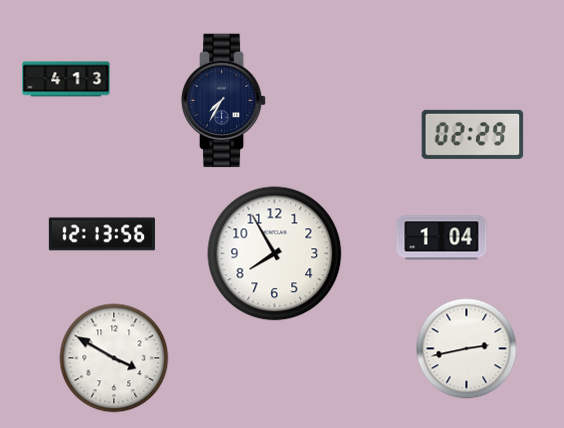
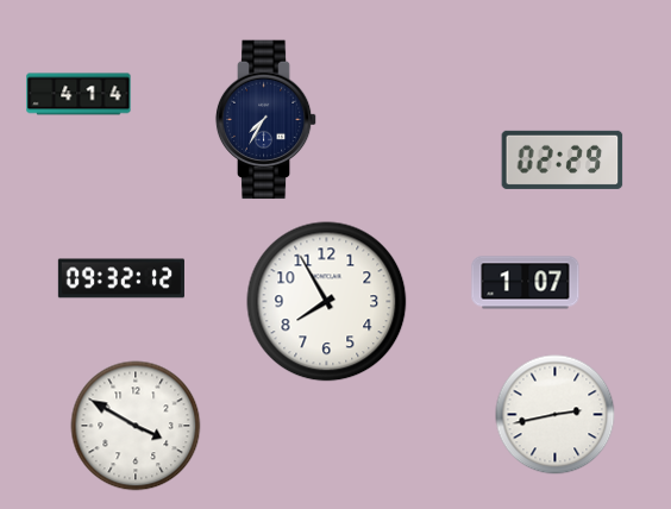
clock at (66, 79): 4:13 -> 4:14
clock at (102, 234): 12:13 -> 09:32
clock at (442, 238): 1:04 -> 1:07
